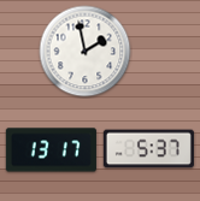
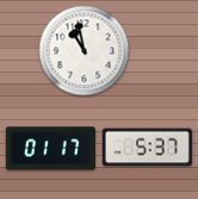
clock at (86, 52): 1:58 -> 10:58
clock at (51, 150): 13:17 -> 01:17
